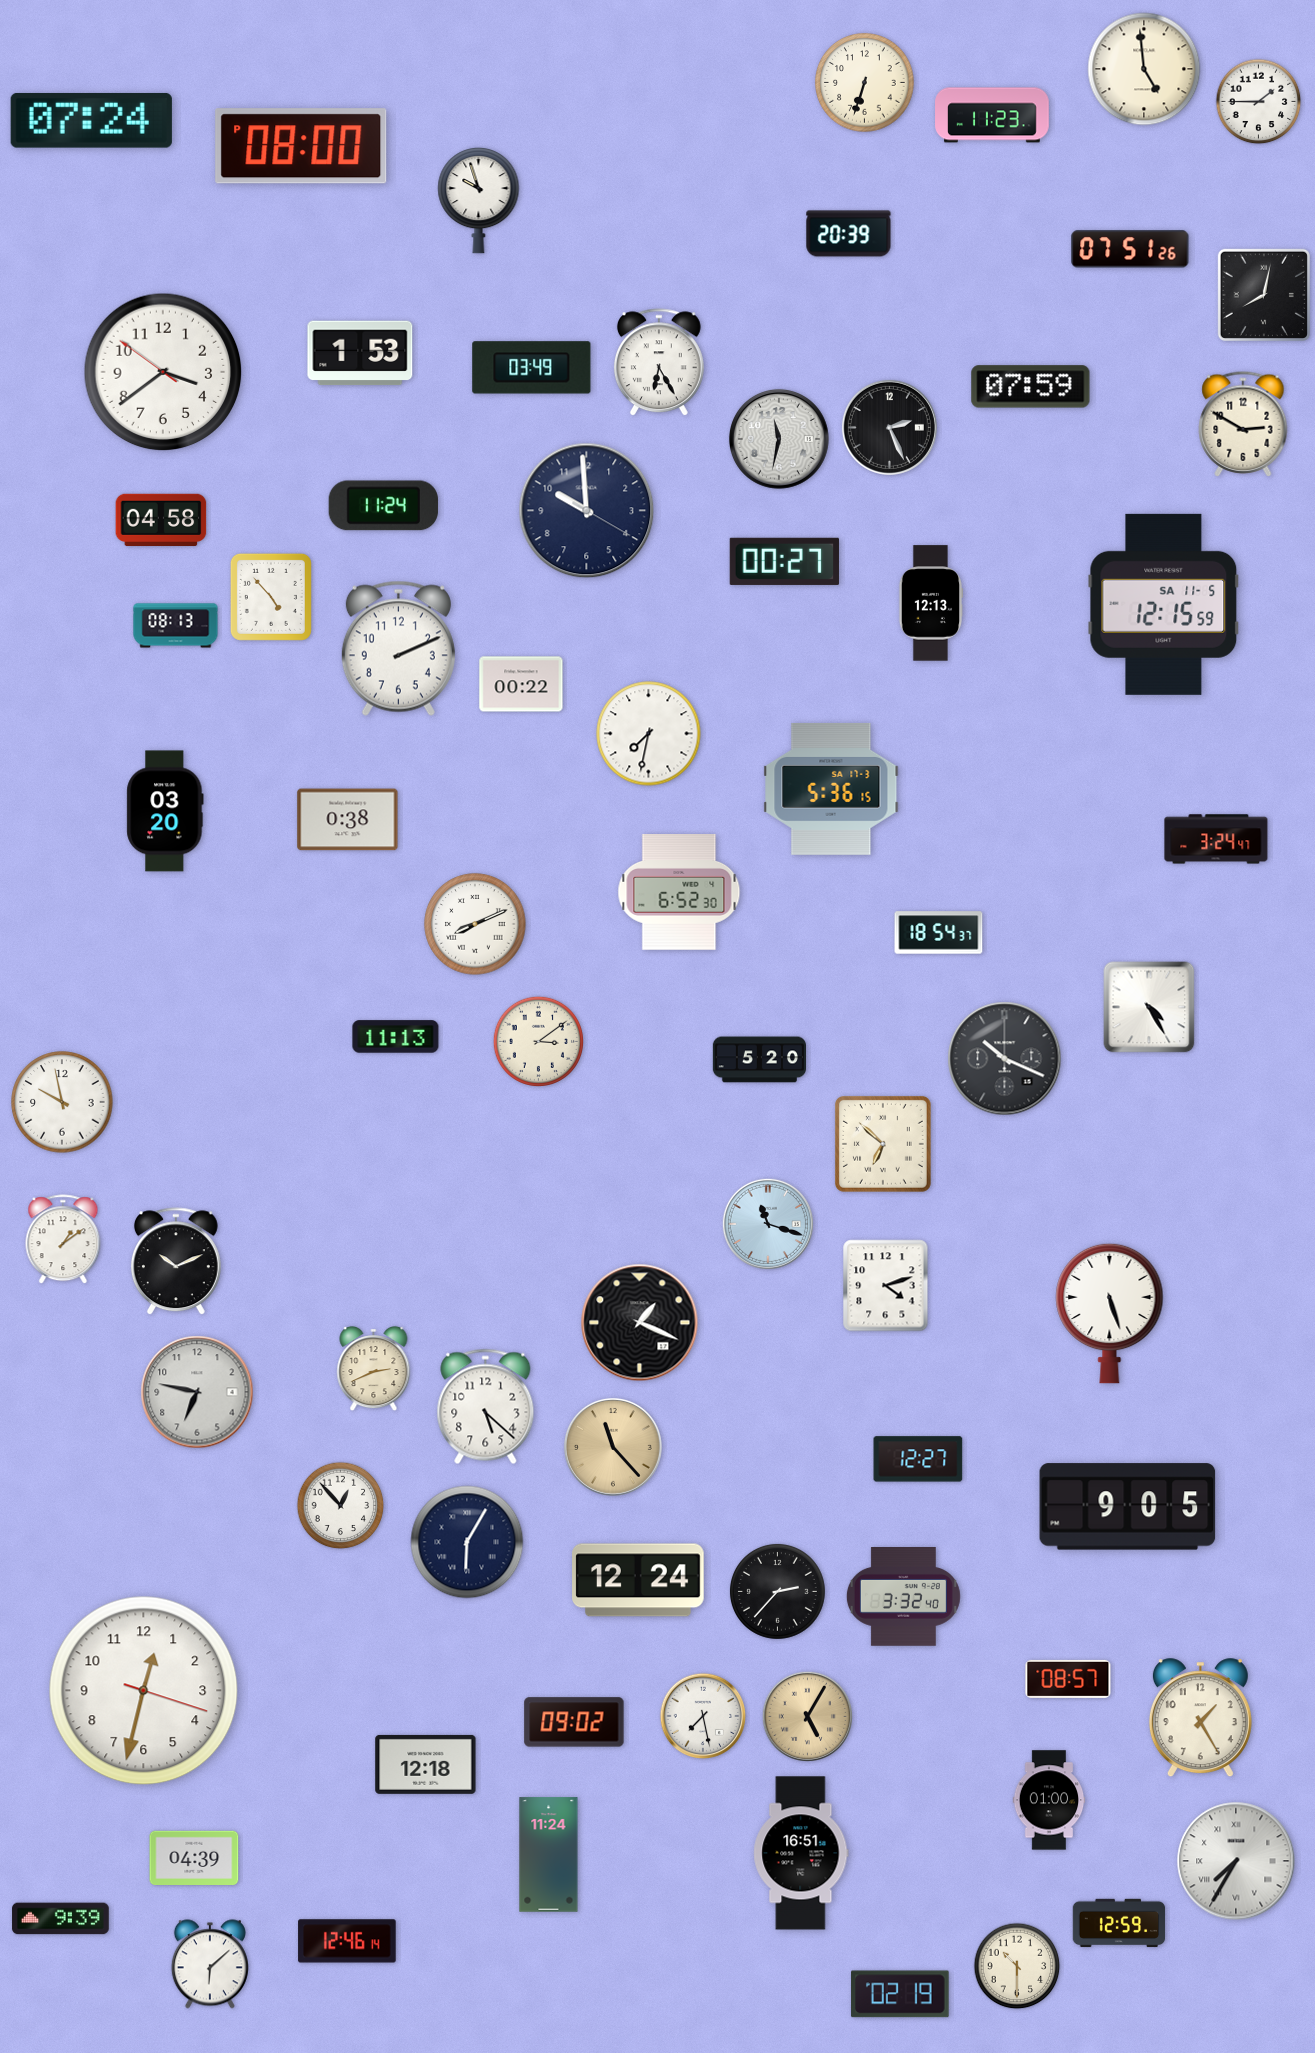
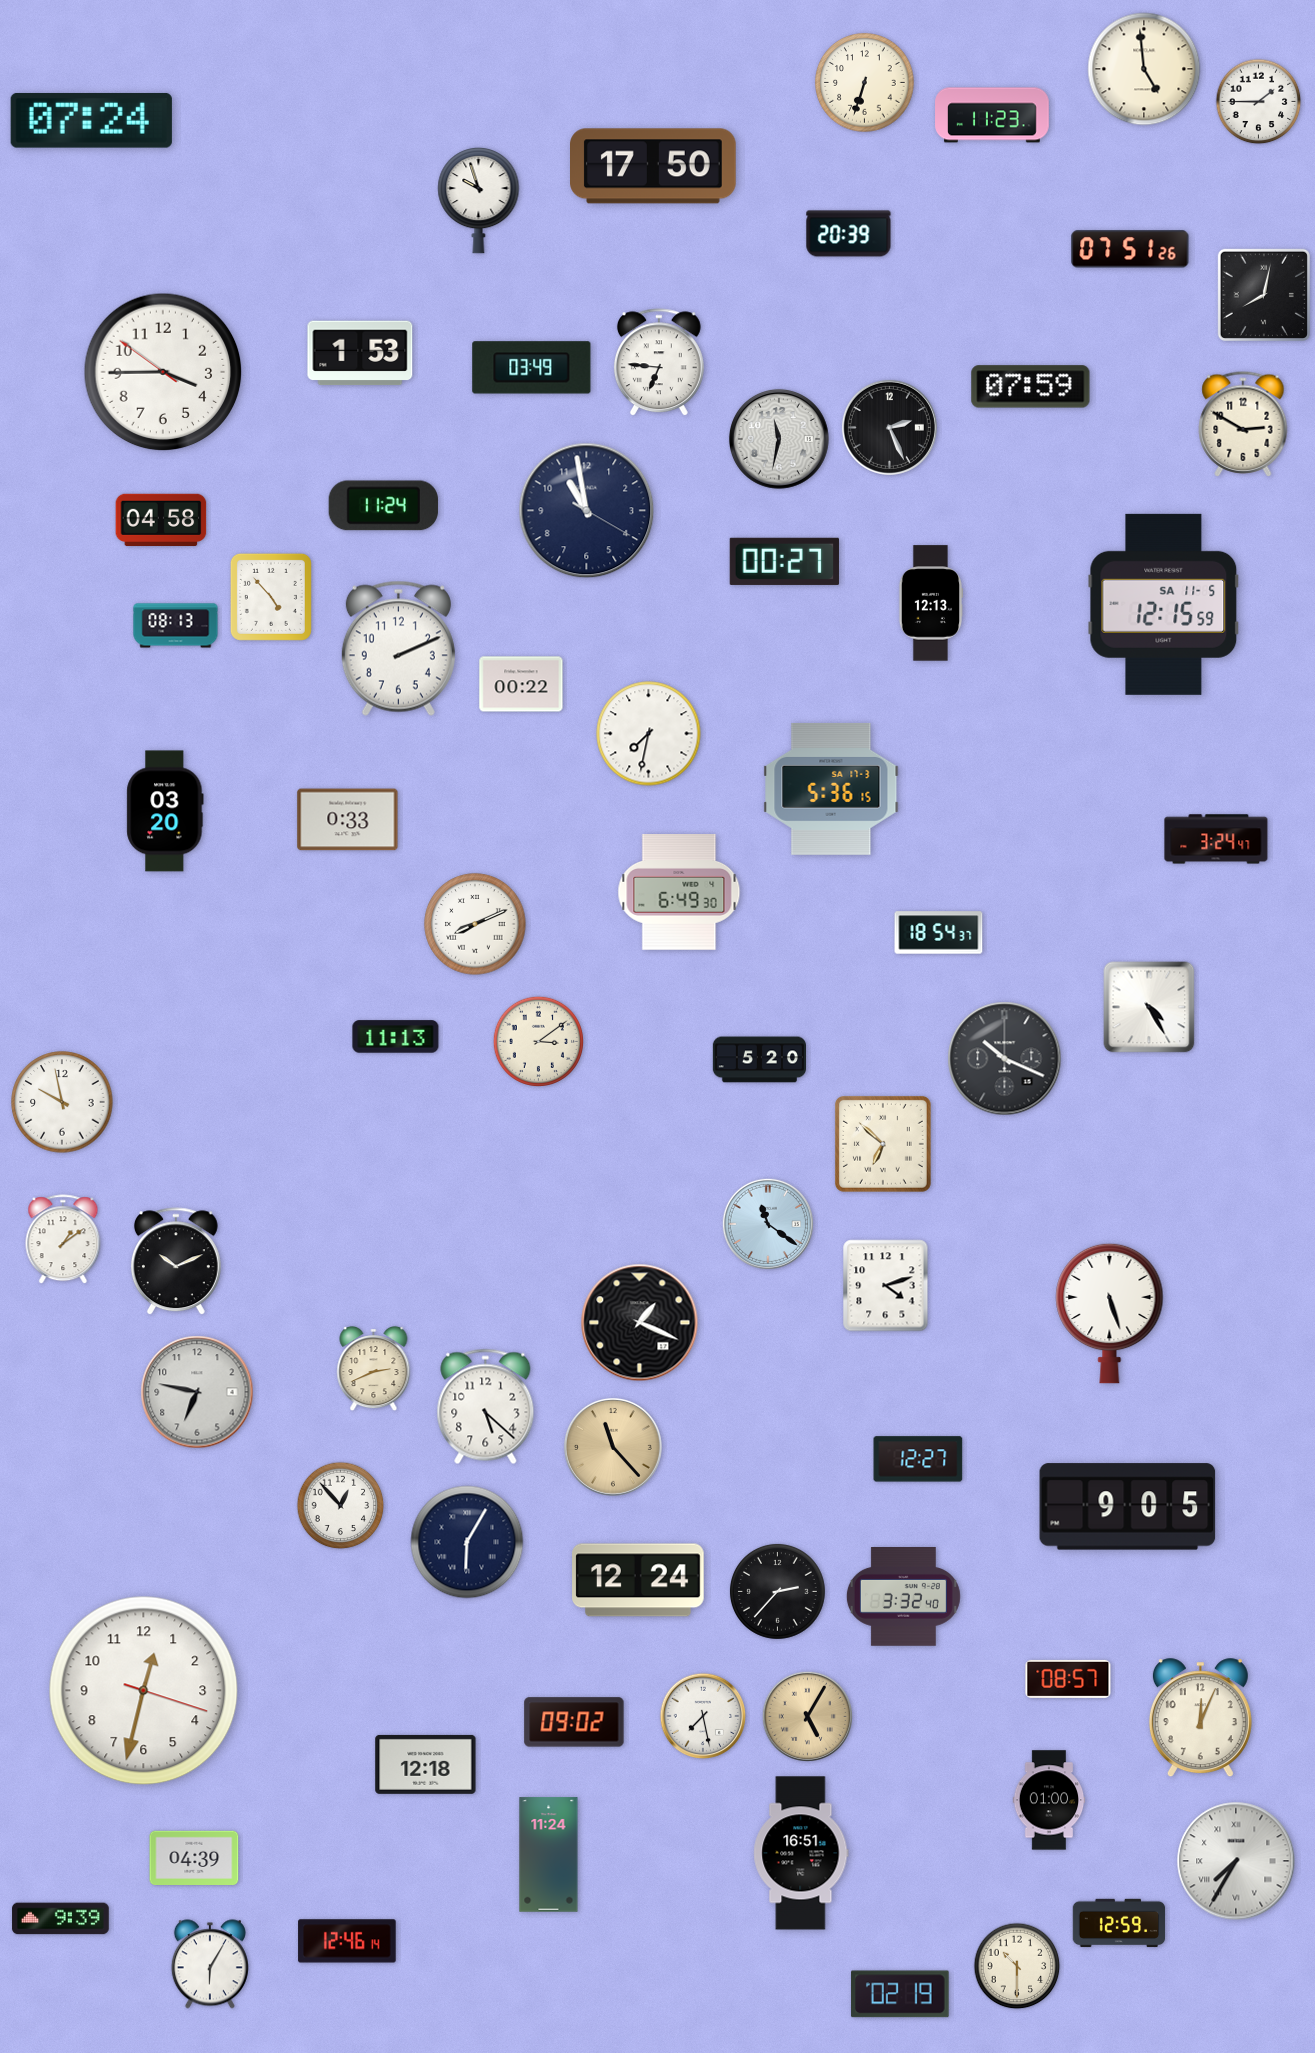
clock at (301, 146): 08:00 -> none
clock at (654, 166): none -> 17:50
clock at (659, 363): 6:25 -> 6:46
clock at (163, 372): 3:38 -> 3:44
clock at (587, 511): 9:59 -> 10:58
clock at (348, 820): 0:38 -> 0:33
clock at (679, 893): 6:52 -> 6:49
clock at (768, 1224): 11:18 -> 11:21
clock at (1200, 1718): 1:25 -> 12:04
clock at (210, 1964): 6:08 -> 6:05
